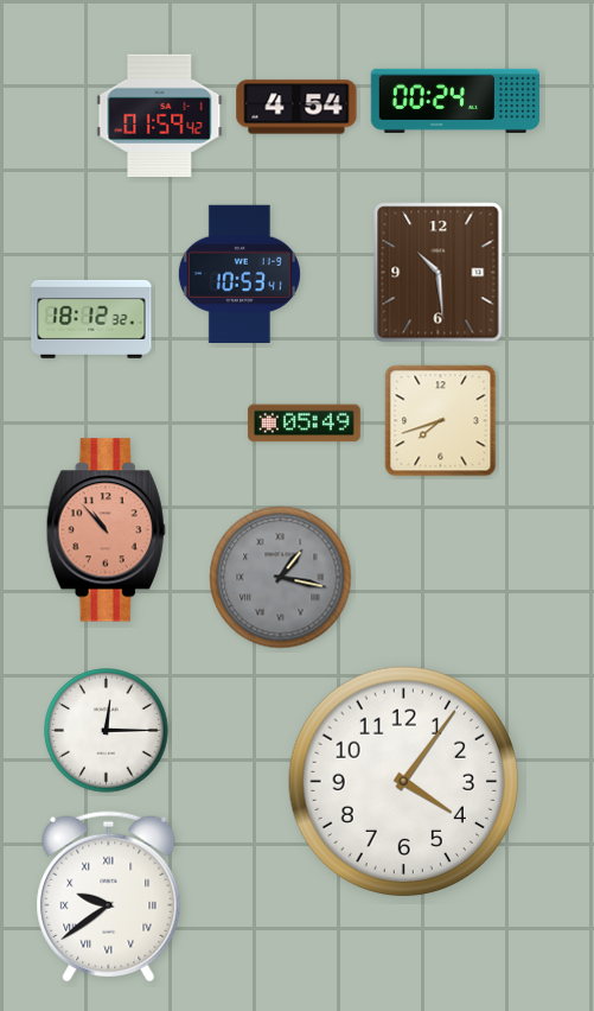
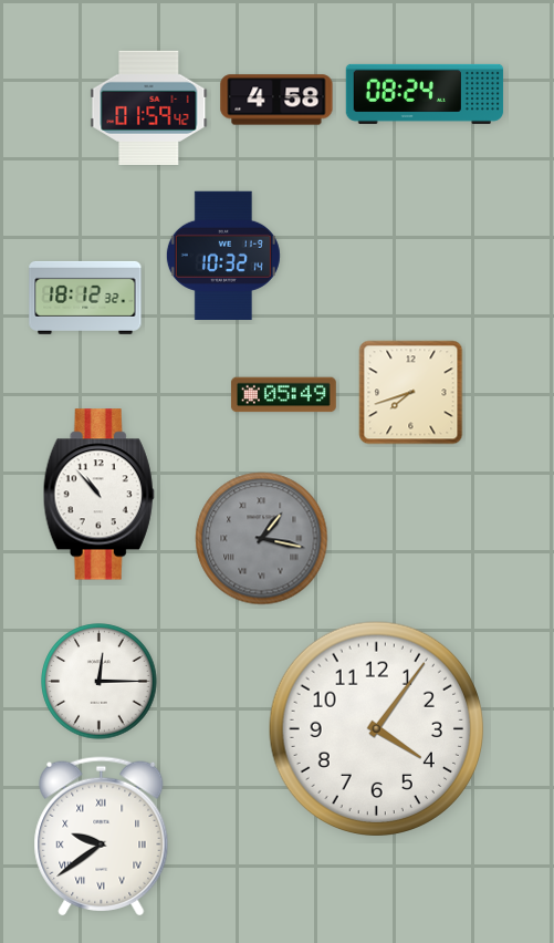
clock at (455, 101): 00:24 -> 08:24
clock at (296, 107): 4:54 -> 4:58
clock at (239, 273): 10:53 -> 10:32
clock at (439, 273): 10:29 -> none
clock at (106, 530) dial: salmon -> white
